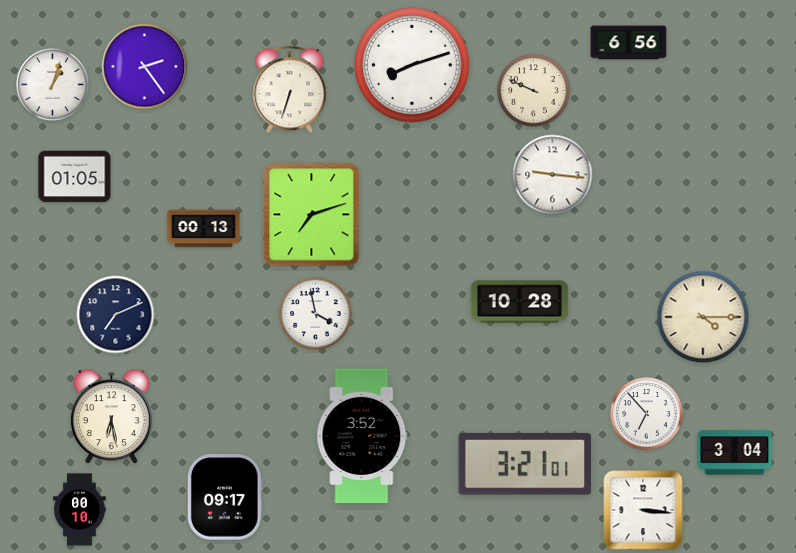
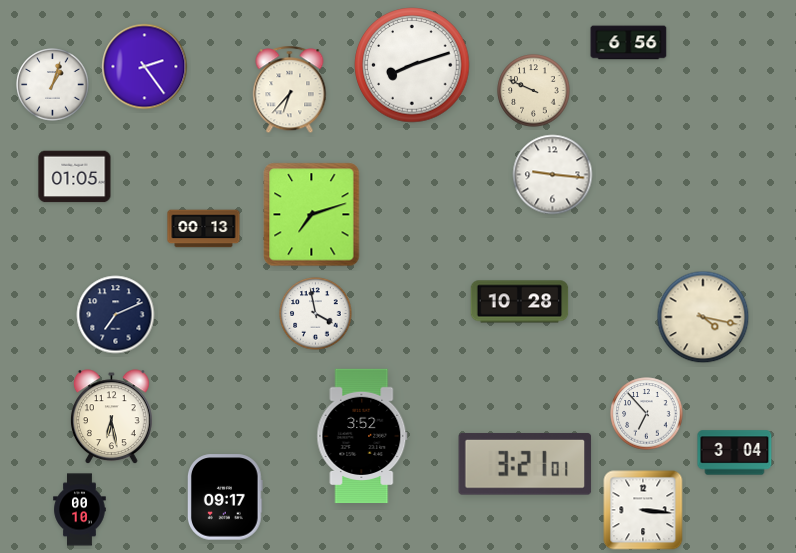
clock at (290, 90): 6:33 -> 6:37
clock at (703, 317): 4:15 -> 4:17
